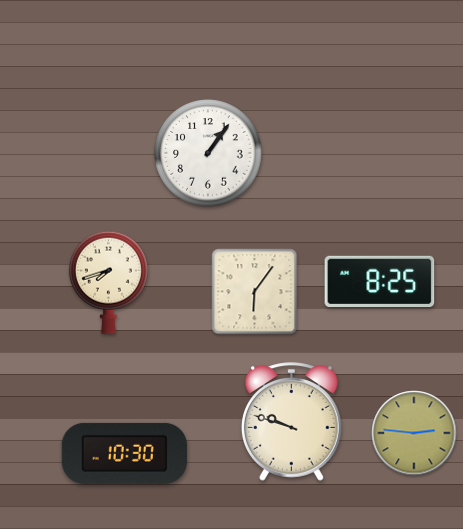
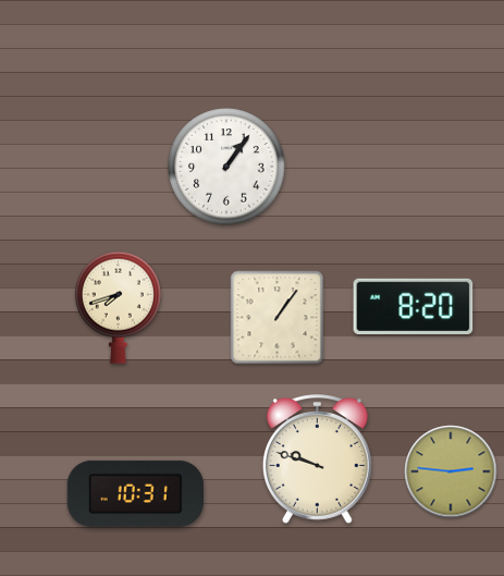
clock at (380, 281): 8:25 -> 8:20
clock at (255, 292): 6:06 -> 1:06
clock at (124, 453): 10:30 -> 10:31
